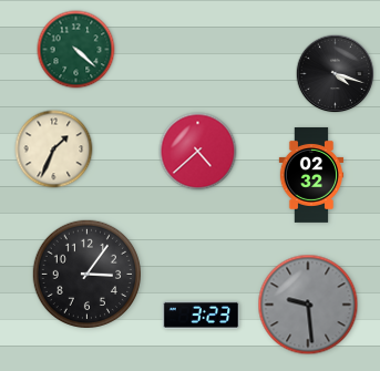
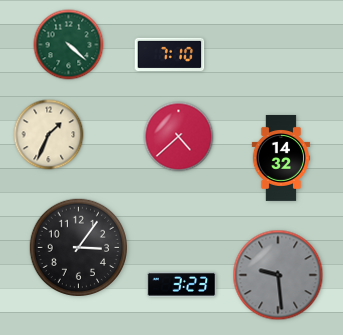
clock at (170, 54): none -> 7:10
clock at (336, 74): 4:18 -> none
clock at (311, 175): 02:32 -> 14:32
